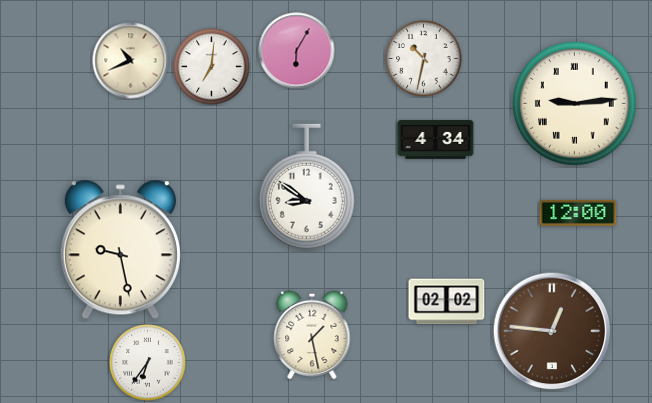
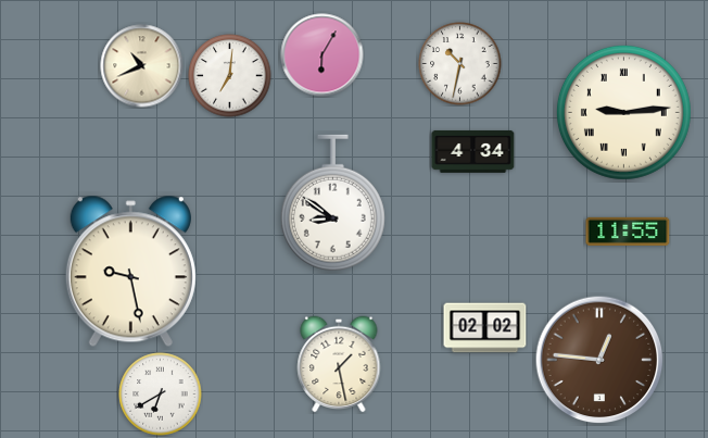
clock at (212, 67) position: (212, 67) -> (230, 76)
clock at (578, 213): 12:00 -> 11:55
clock at (148, 363): 6:36 -> 6:40
